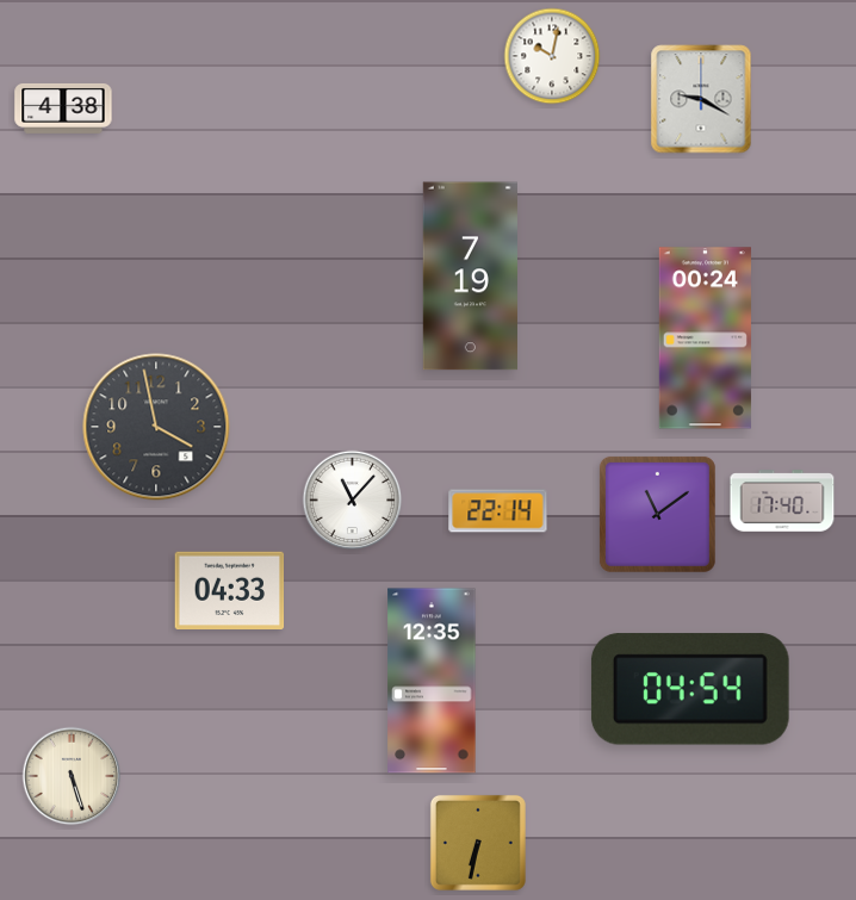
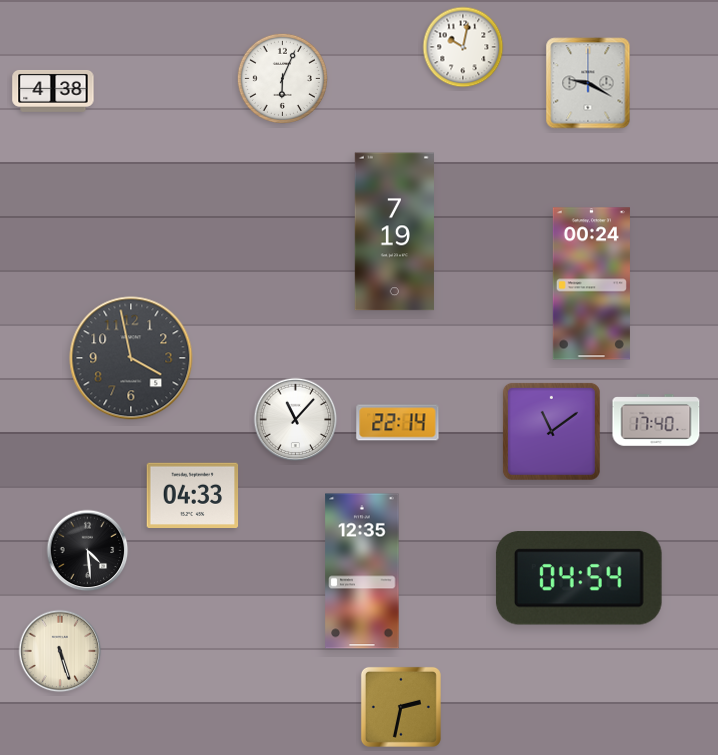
clock at (282, 78): none -> 6:04
clock at (498, 511) position: (498, 511) -> (398, 423)
clock at (88, 551): none -> 4:29
clock at (478, 843): 6:32 -> 2:32
